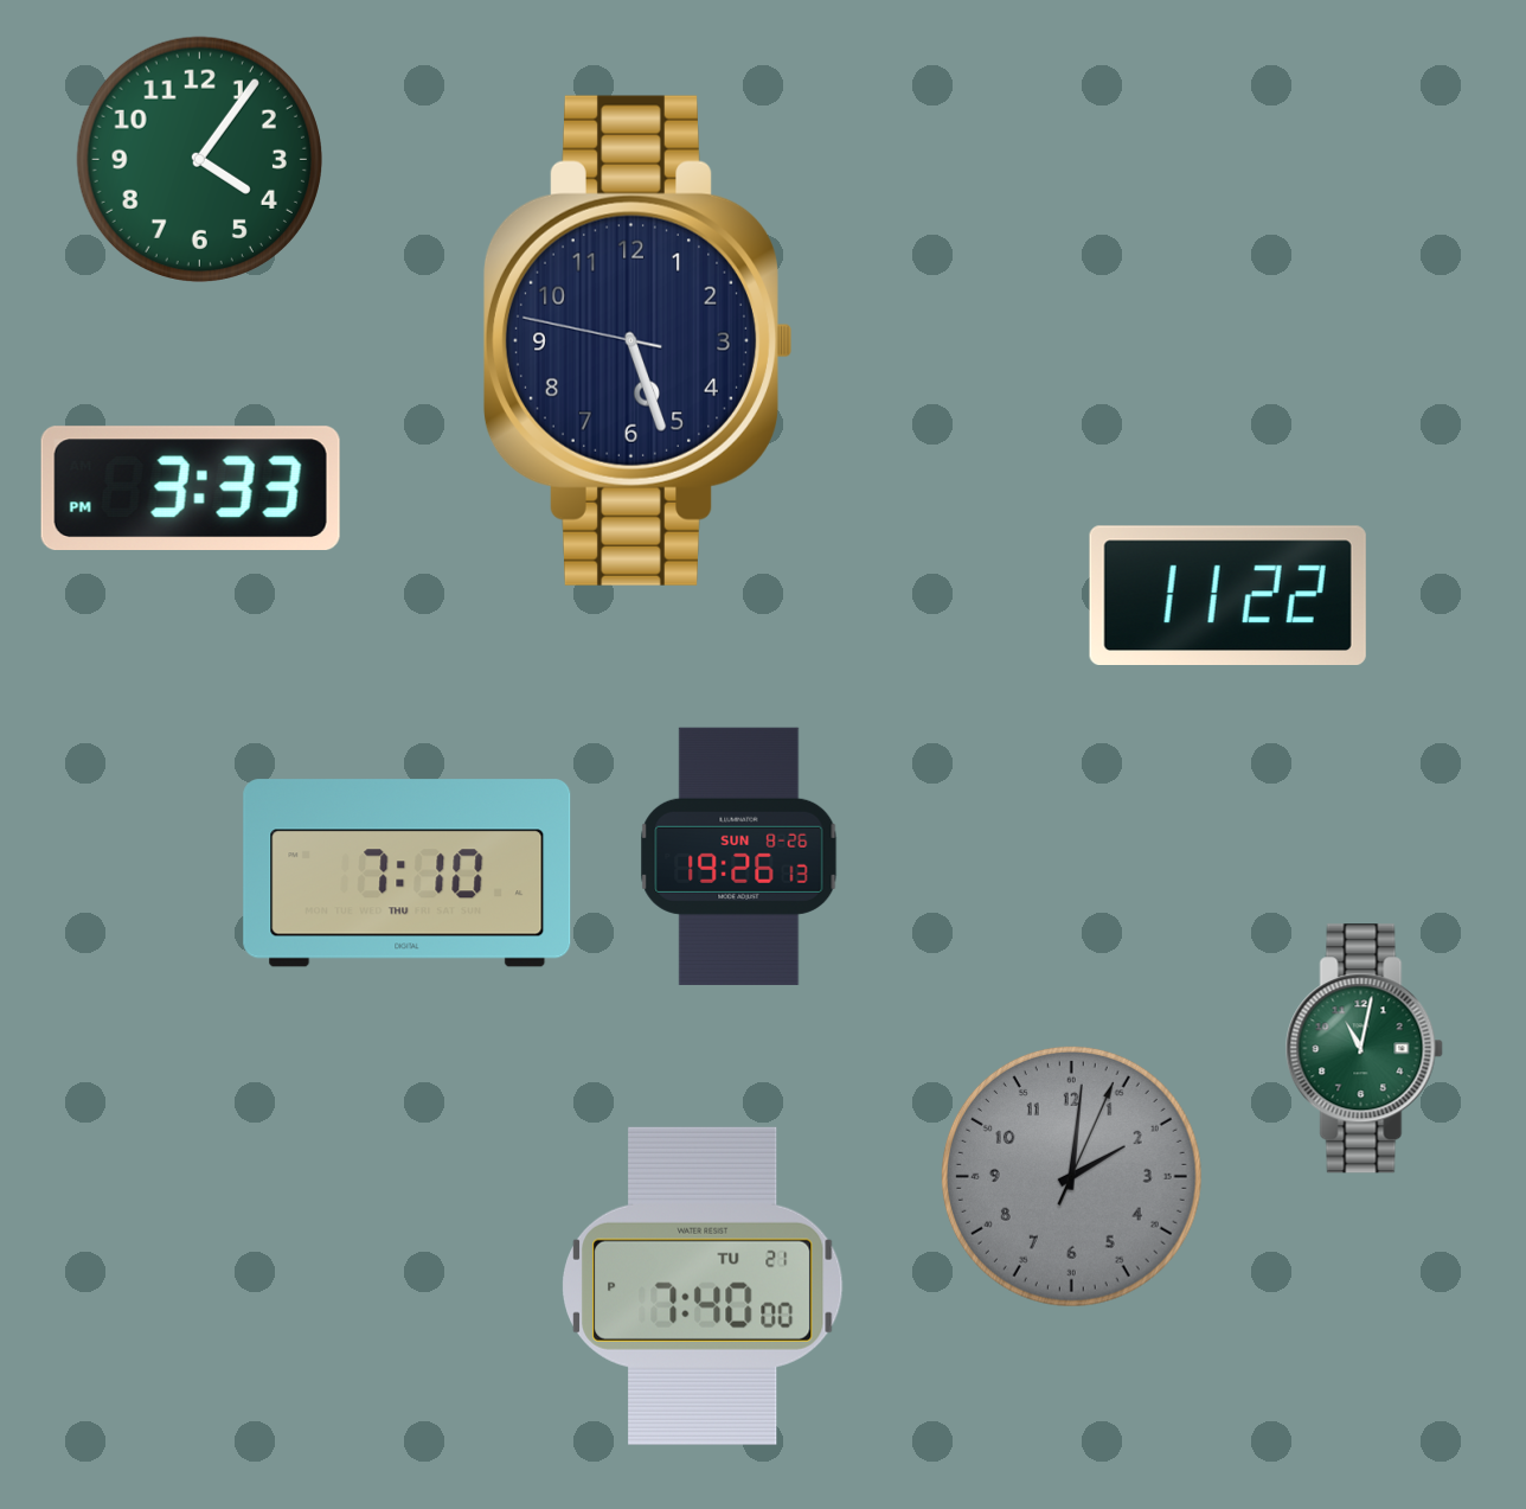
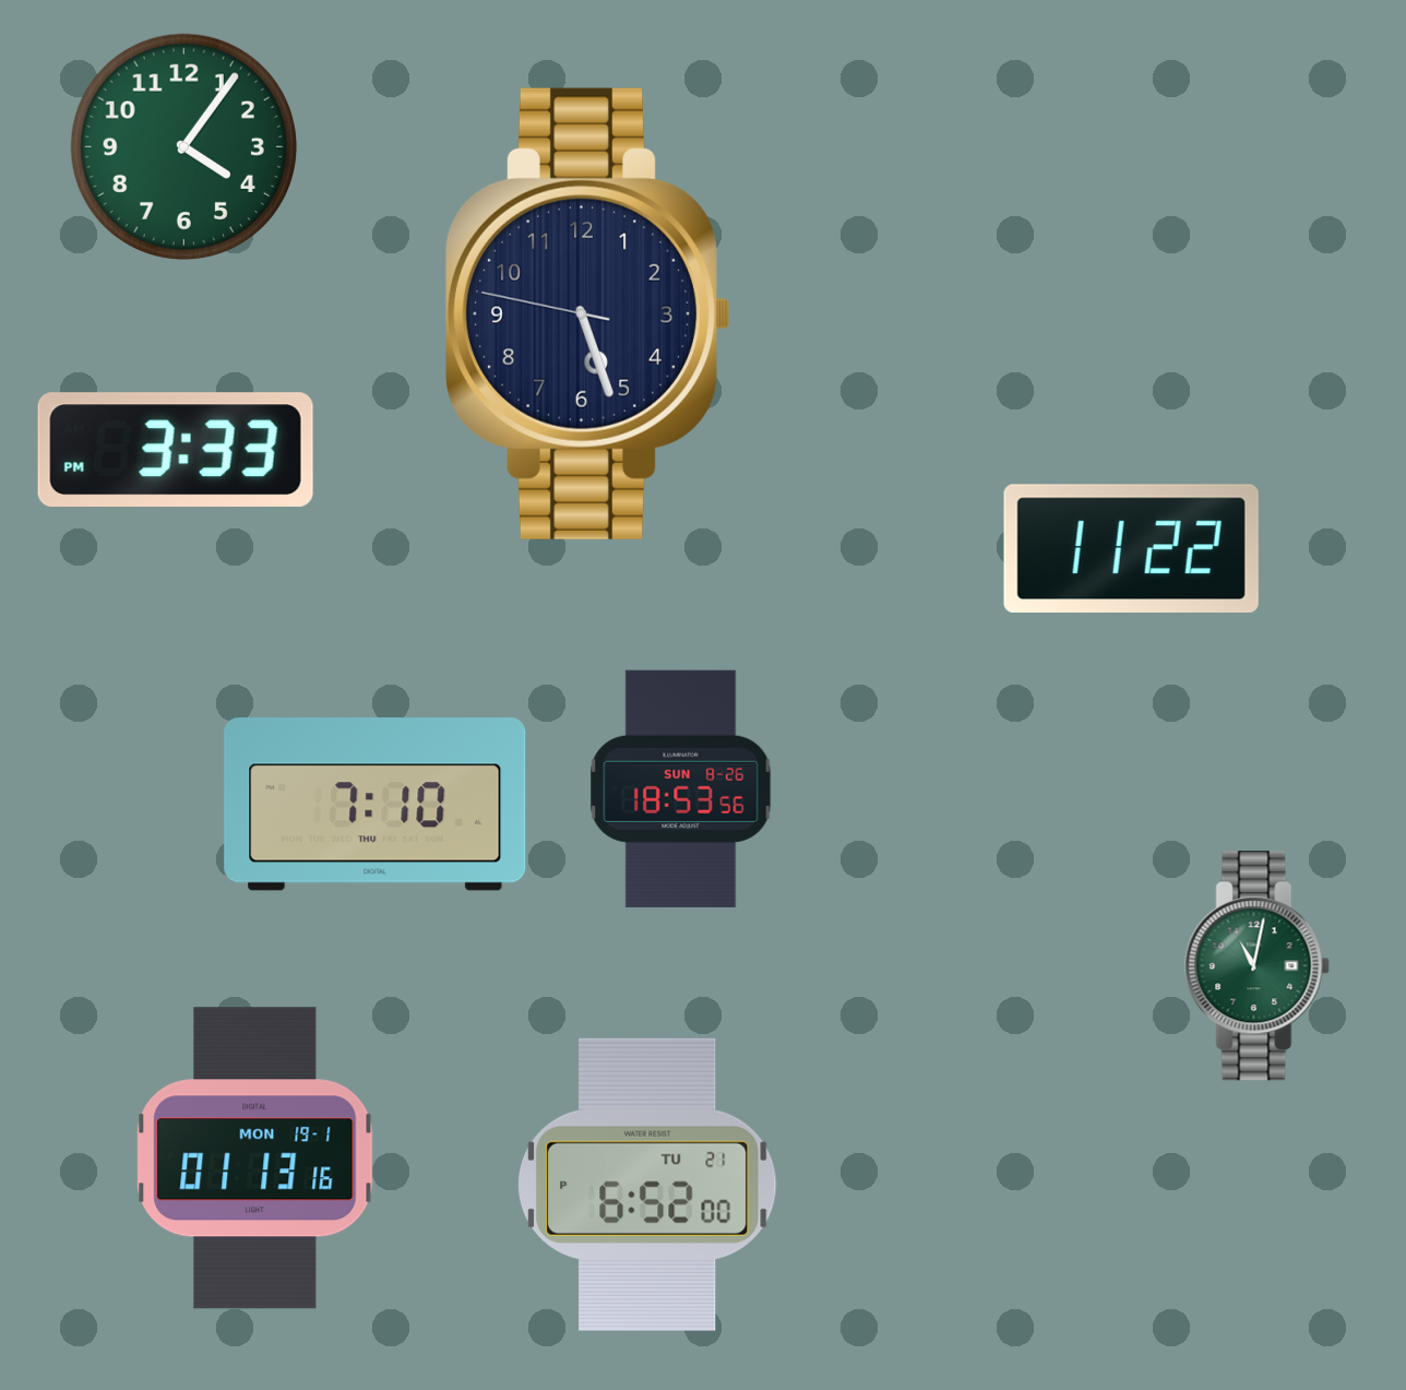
clock at (739, 856): 19:26 -> 18:53
clock at (1071, 1176): 2:01 -> none
clock at (255, 1159): none -> 01:13
clock at (703, 1286): 7:40 -> 6:52
